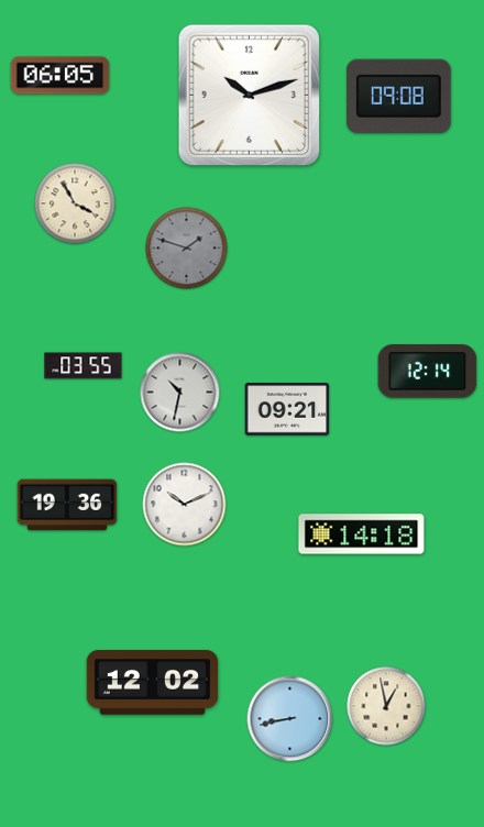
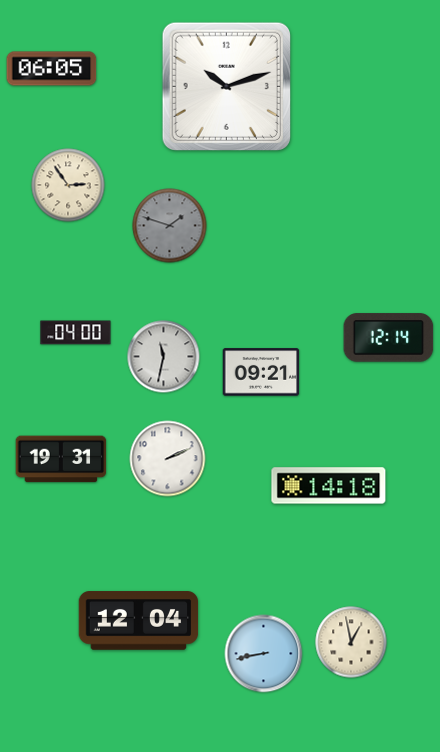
clock at (61, 76) position: (61, 76) -> (52, 69)
clock at (398, 96): 09:08 -> none
clock at (75, 203): 3:55 -> 2:54
clock at (84, 366): 03:55 -> 04:00
clock at (180, 393): 10:32 -> 11:32
clock at (67, 505): 19:36 -> 19:31
clock at (185, 505): 10:11 -> 2:11
clock at (153, 683): 12:02 -> 12:04
